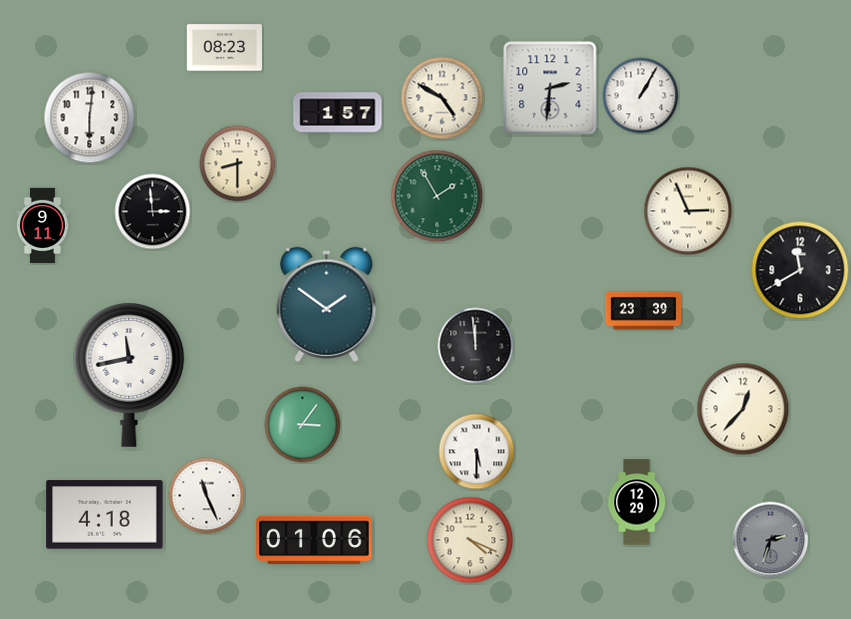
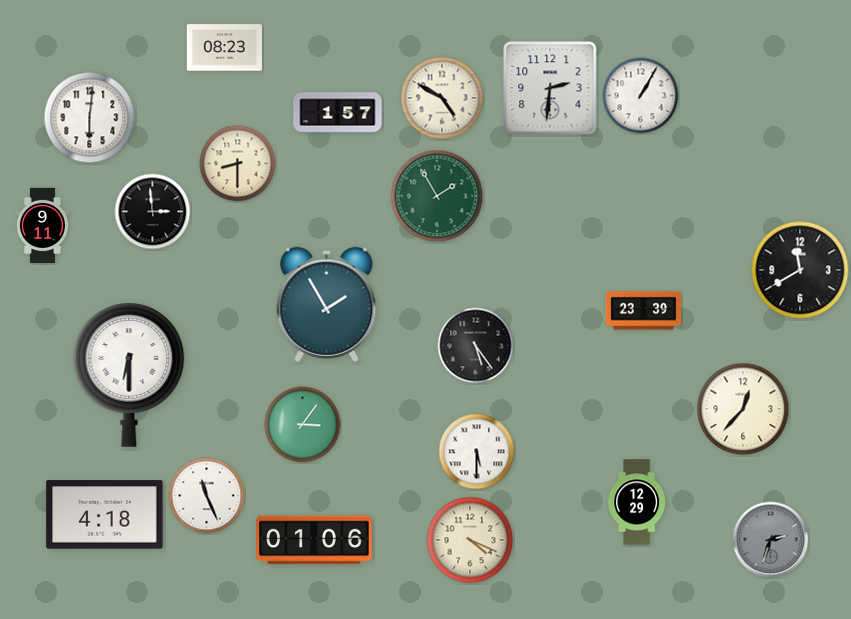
clock at (688, 211): 2:56 -> none
clock at (327, 304): 1:51 -> 1:55
clock at (476, 346): 11:59 -> 5:24
clock at (129, 375): 11:43 -> 6:30
